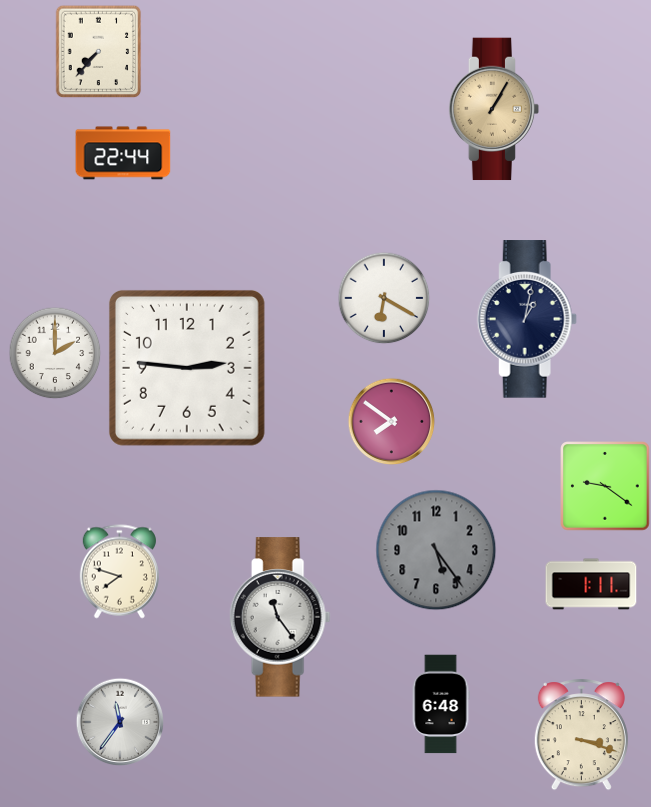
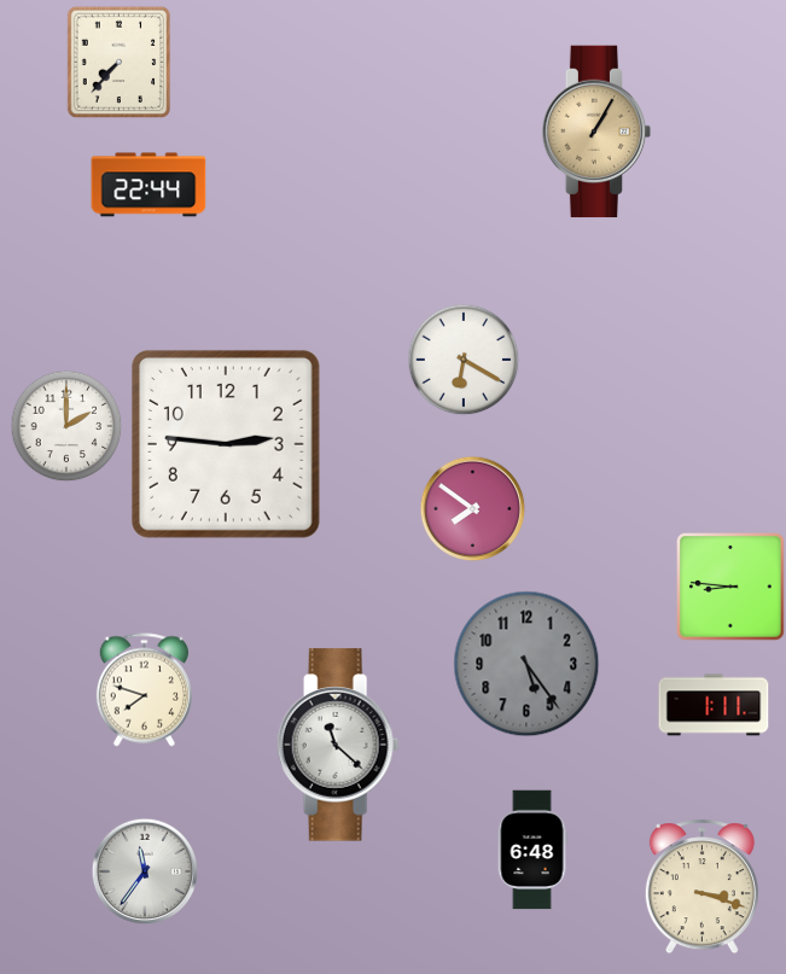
clock at (527, 319): 1:02 -> none
clock at (605, 486): 9:21 -> 8:46
clock at (280, 617): 11:24 -> 11:22
